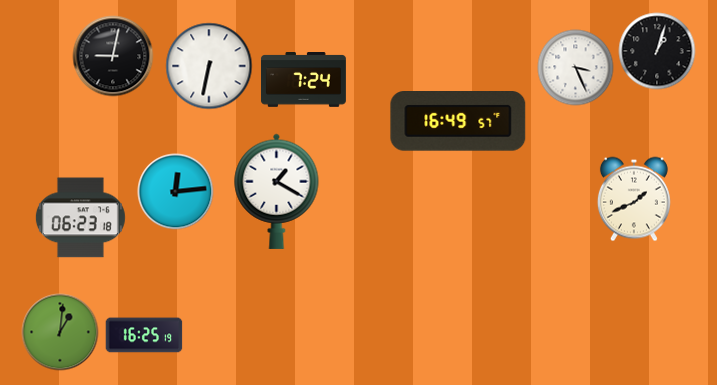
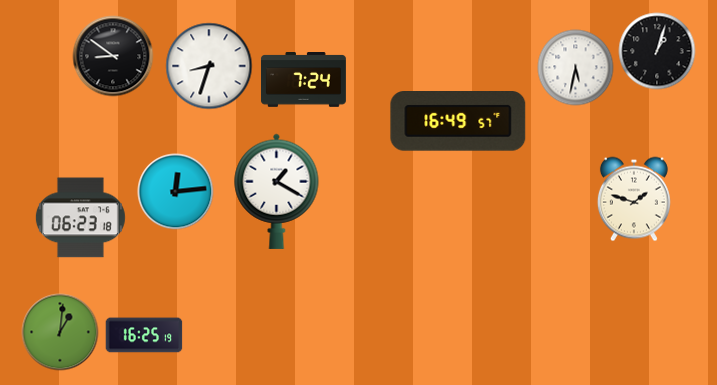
clock at (113, 56): 9:02 -> 8:51
clock at (209, 66): 6:32 -> 8:33
clock at (576, 68): 3:26 -> 5:32
clock at (634, 199): 1:41 -> 1:48
